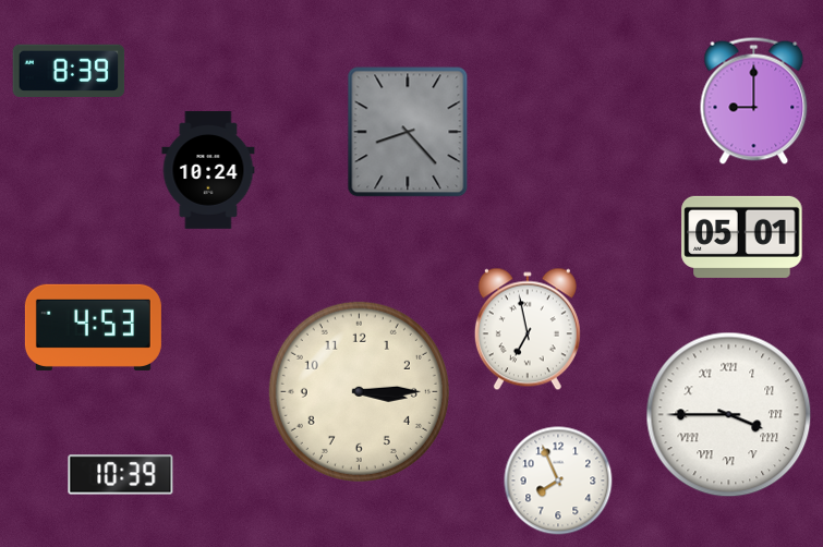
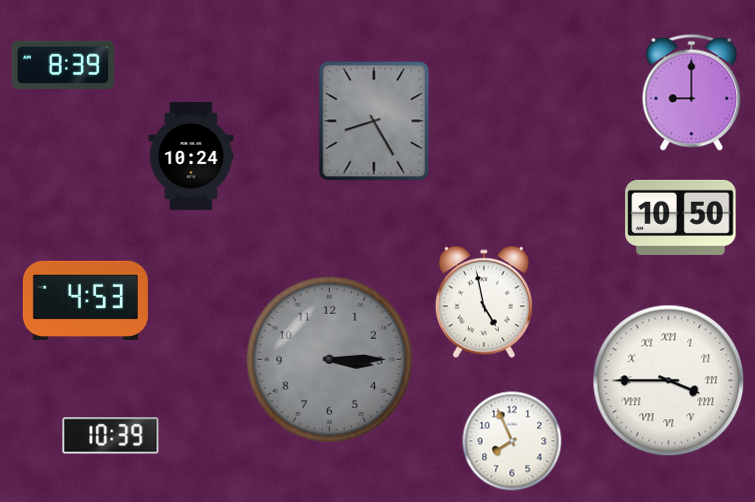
clock at (408, 132): 8:23 -> 8:25
clock at (742, 236): 05:01 -> 10:50
clock at (528, 329): 6:58 -> 4:58
clock at (359, 391) dial: cream -> grey
